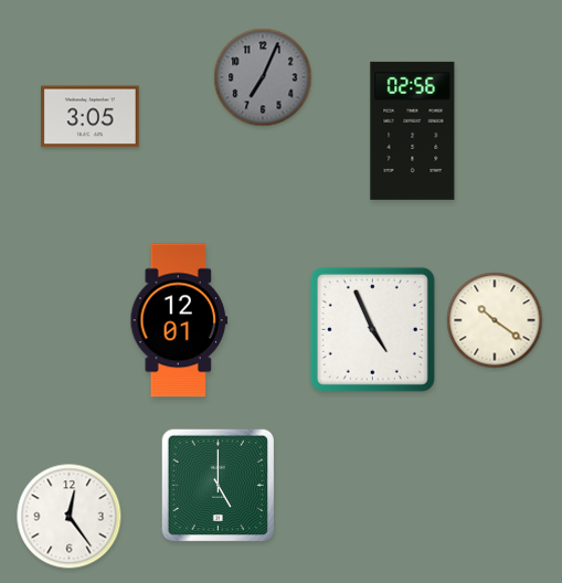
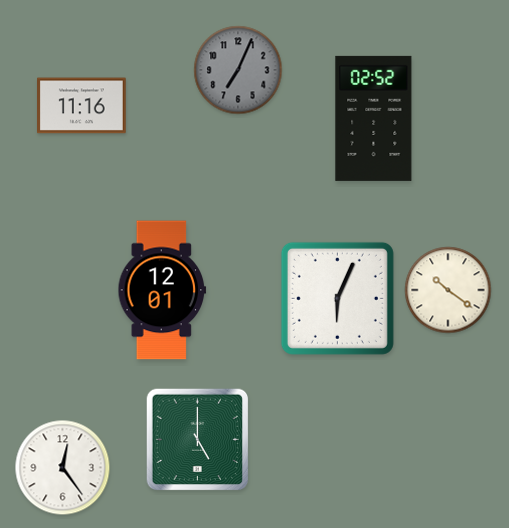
clock at (91, 117): 3:05 -> 11:16
clock at (413, 130): 02:56 -> 02:52
clock at (372, 329): 4:56 -> 6:04
